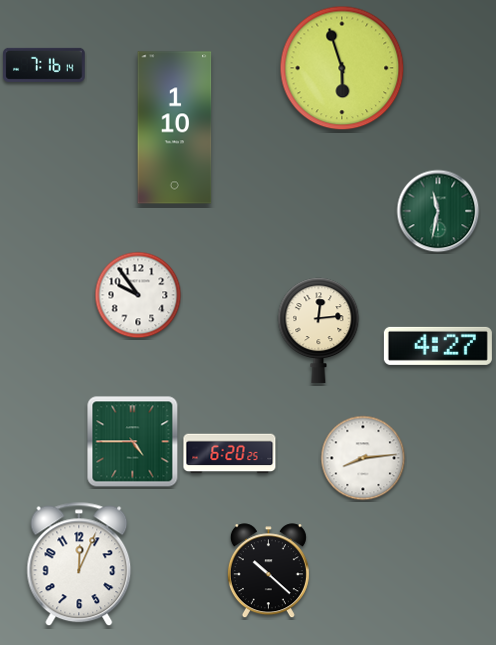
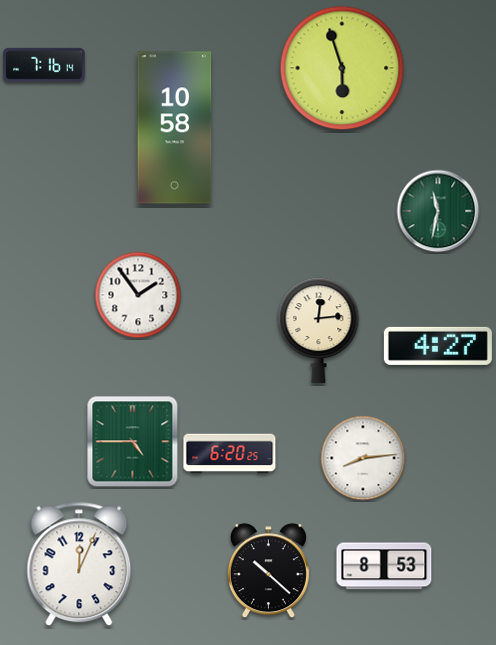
clock at (175, 128): 1:10 -> 10:58
clock at (138, 295): 9:54 -> 1:54
clock at (384, 566): none -> 8:53
